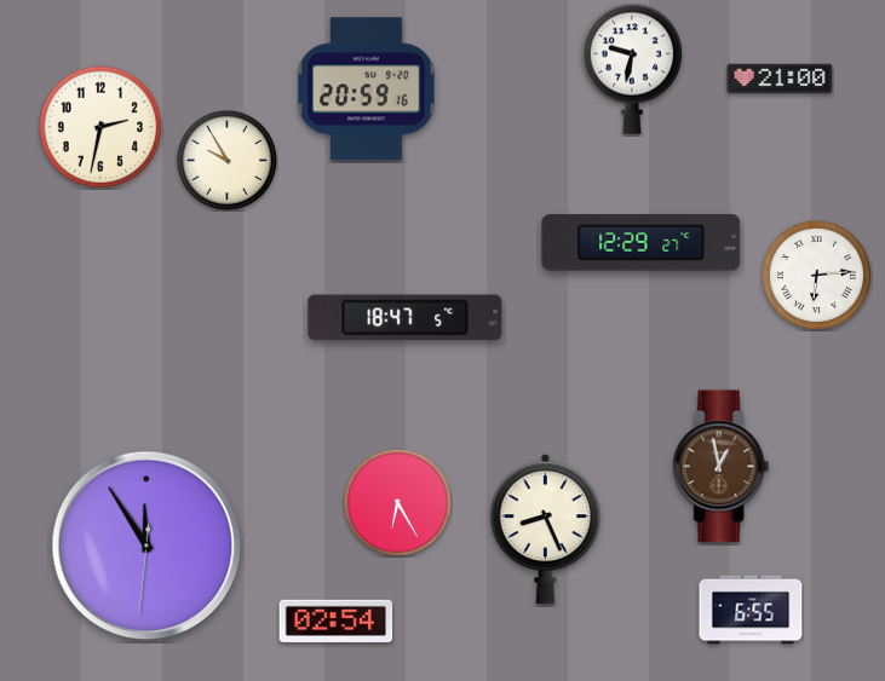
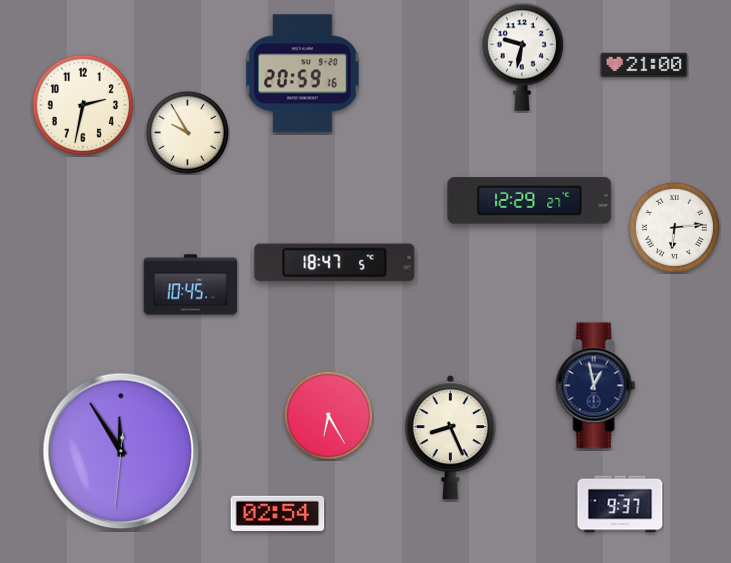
clock at (191, 285): none -> 10:45
clock at (722, 467) dial: brown -> navy
clock at (751, 610): 6:55 -> 9:37
